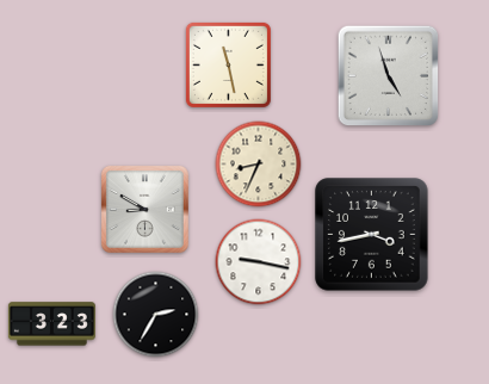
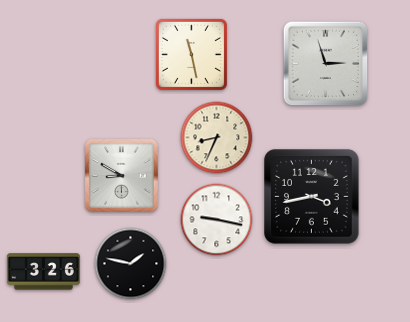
clock at (389, 76): 4:57 -> 2:57
clock at (156, 315): 2:35 -> 1:47
clock at (51, 324): 3:23 -> 3:26
